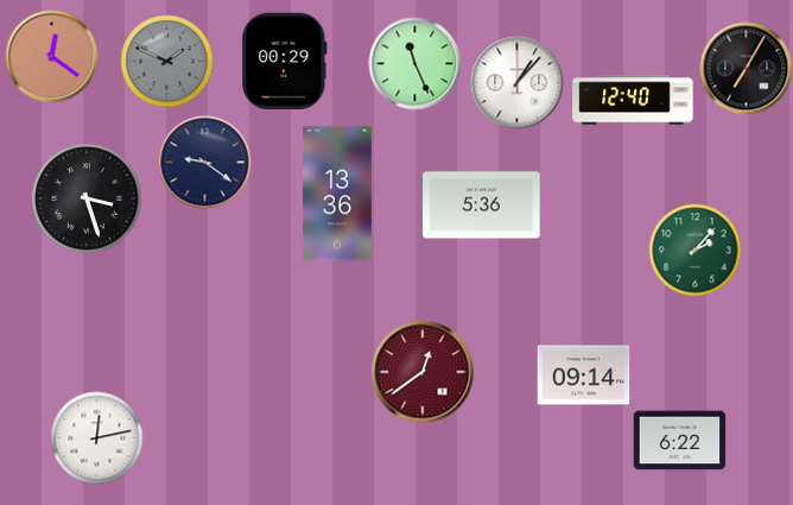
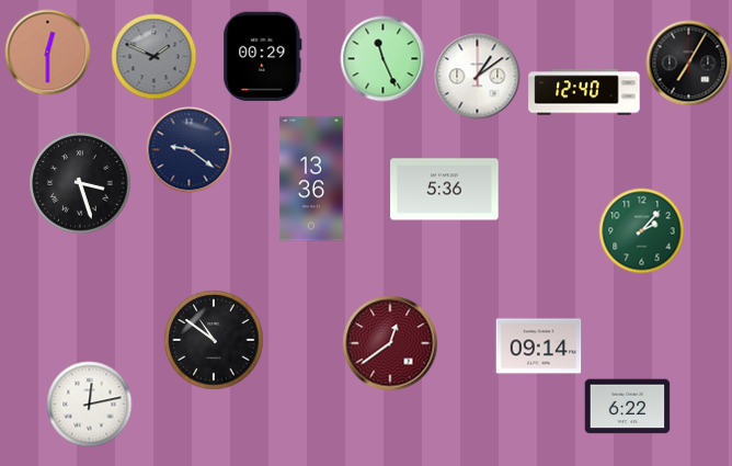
clock at (51, 56): 12:21 -> 12:30
clock at (516, 82): 1:07 -> 1:09
clock at (214, 340): none -> 10:51
